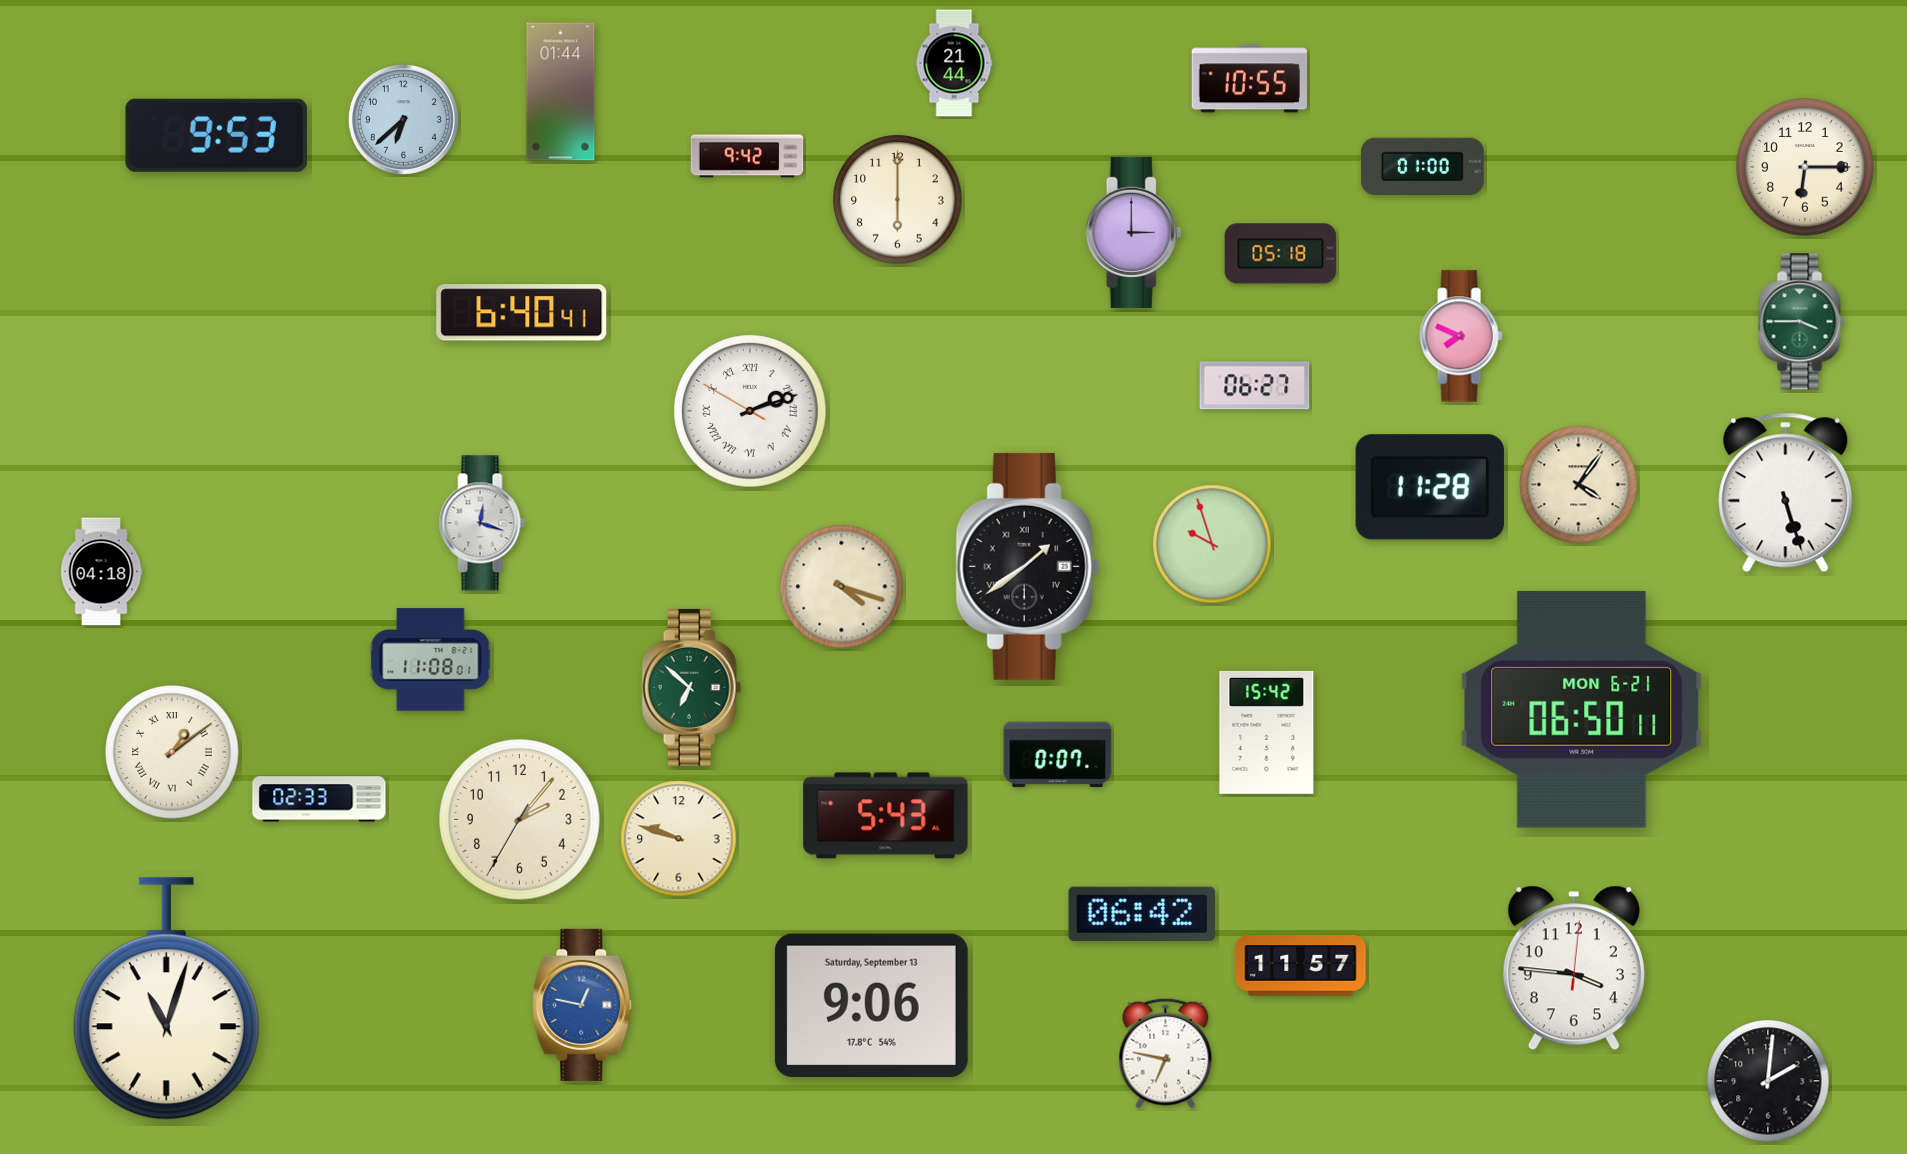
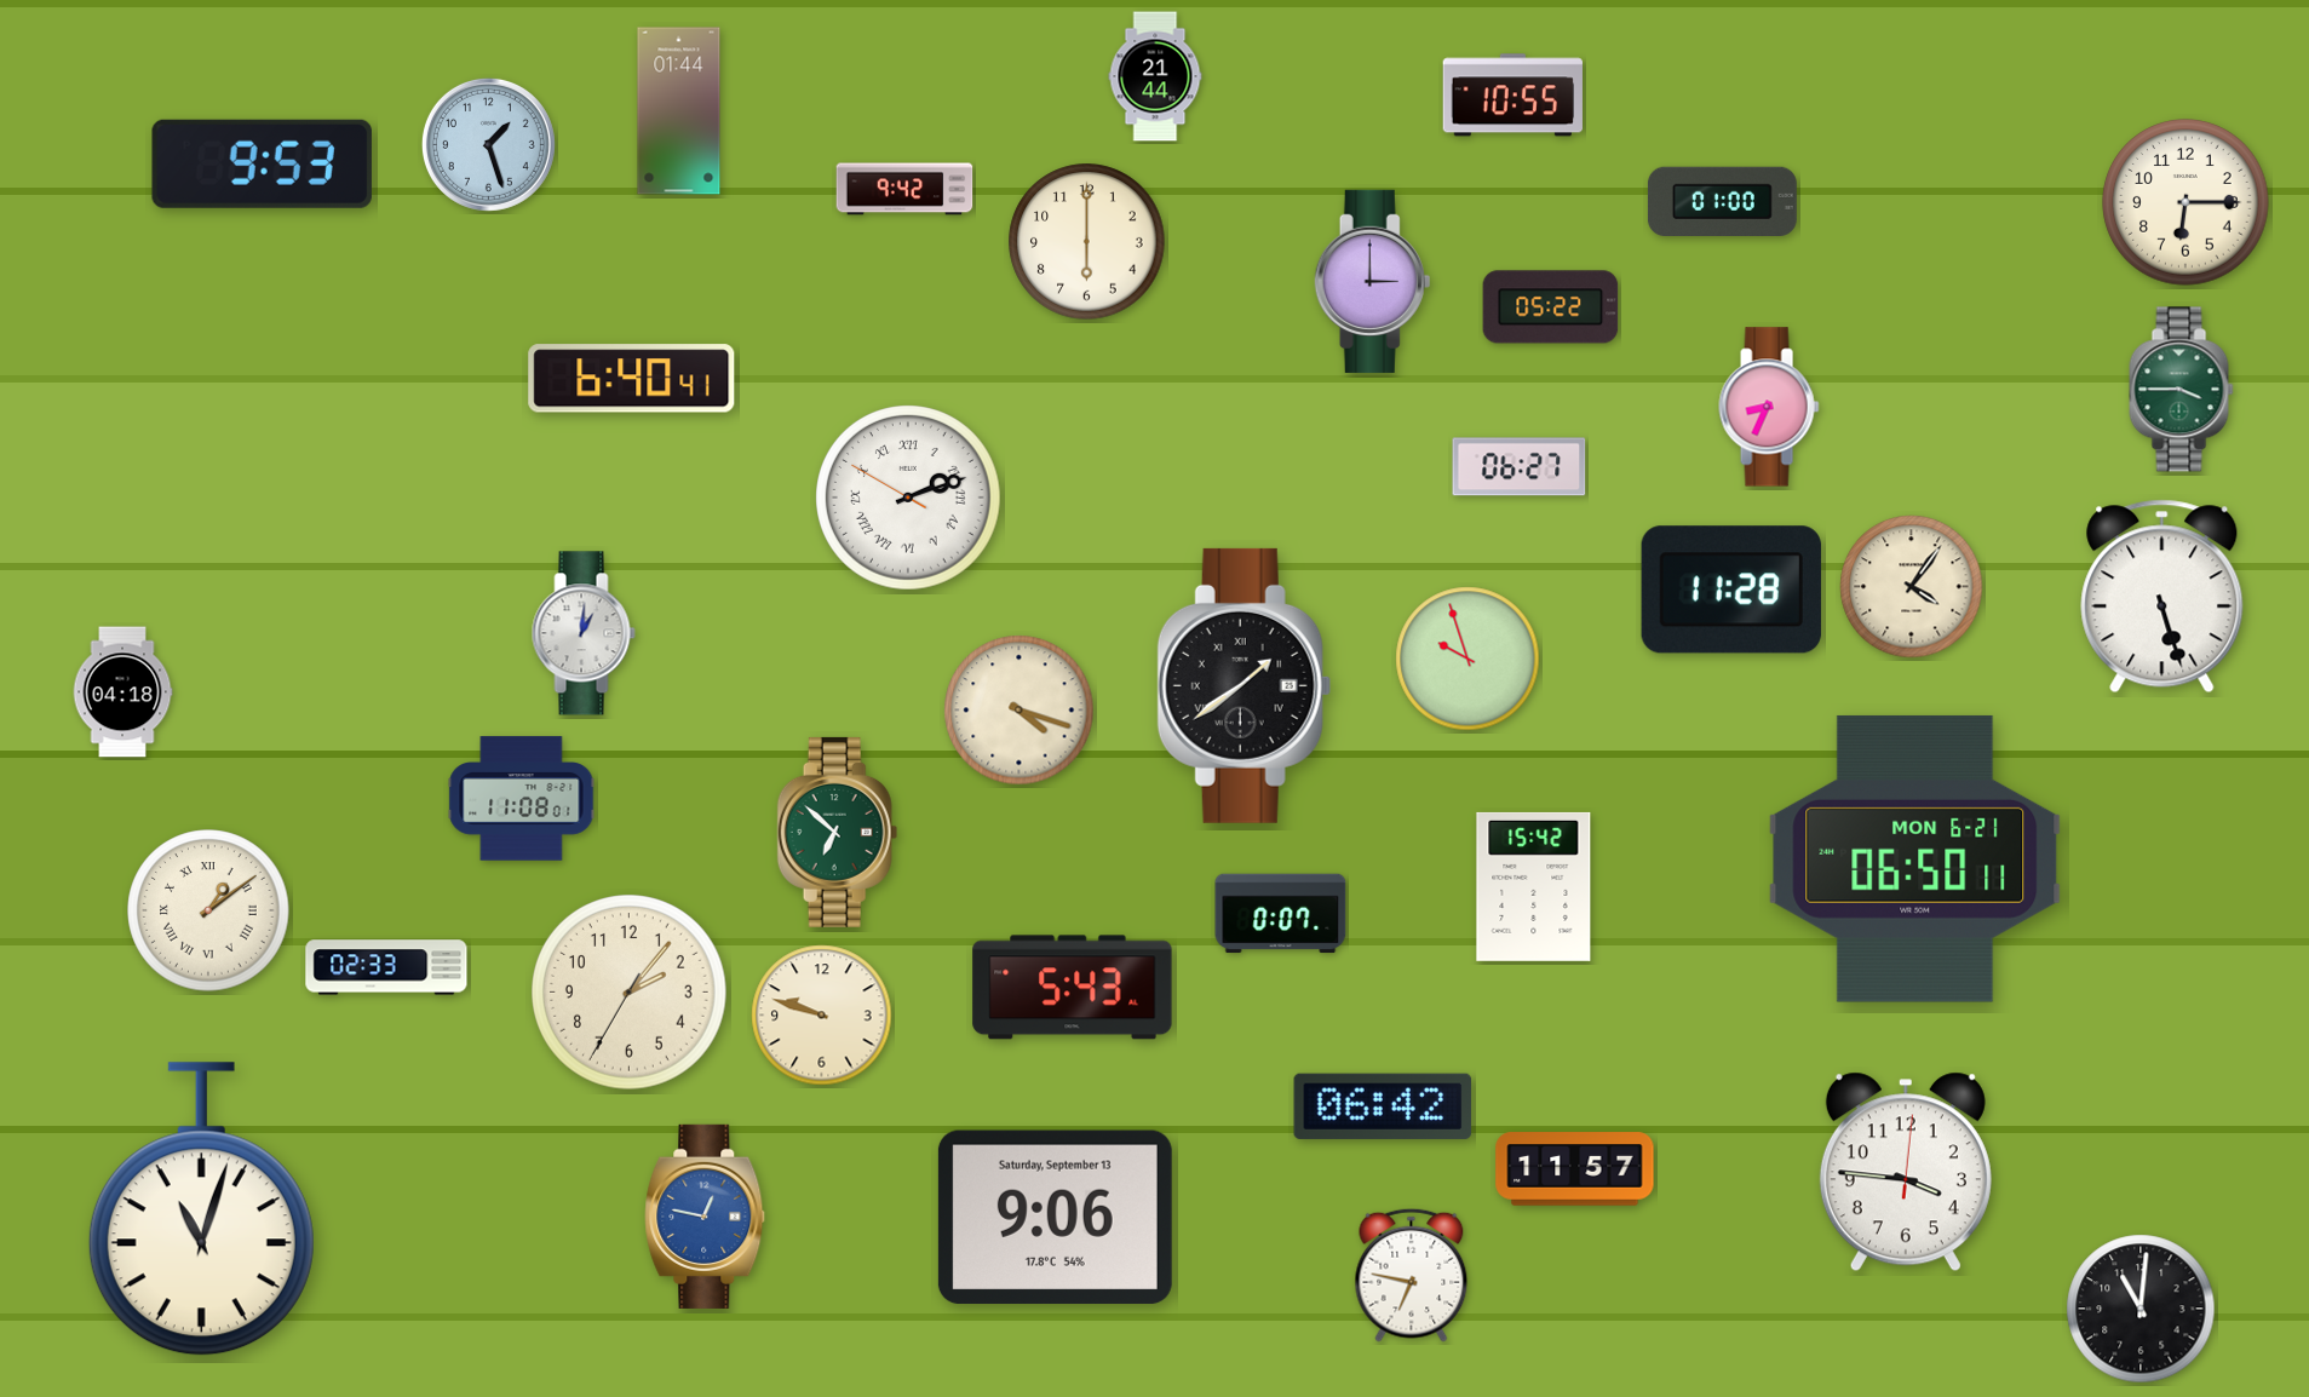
clock at (403, 119): 6:38 -> 1:27
clock at (1281, 254): 05:18 -> 05:22
clock at (1461, 336): 7:49 -> 8:34
clock at (482, 523): 12:18 -> 1:01
clock at (1768, 1081): 2:01 -> 11:01
